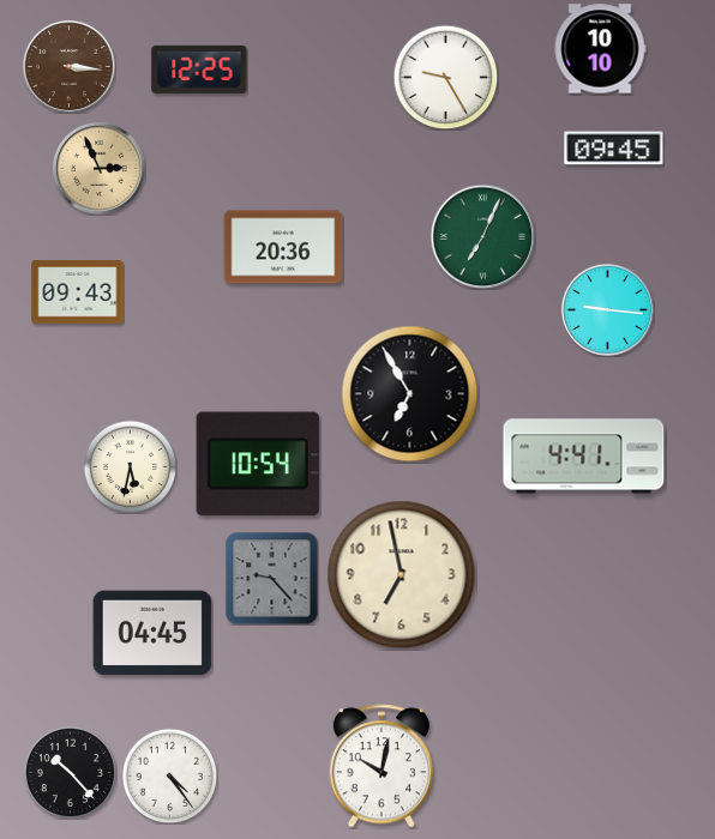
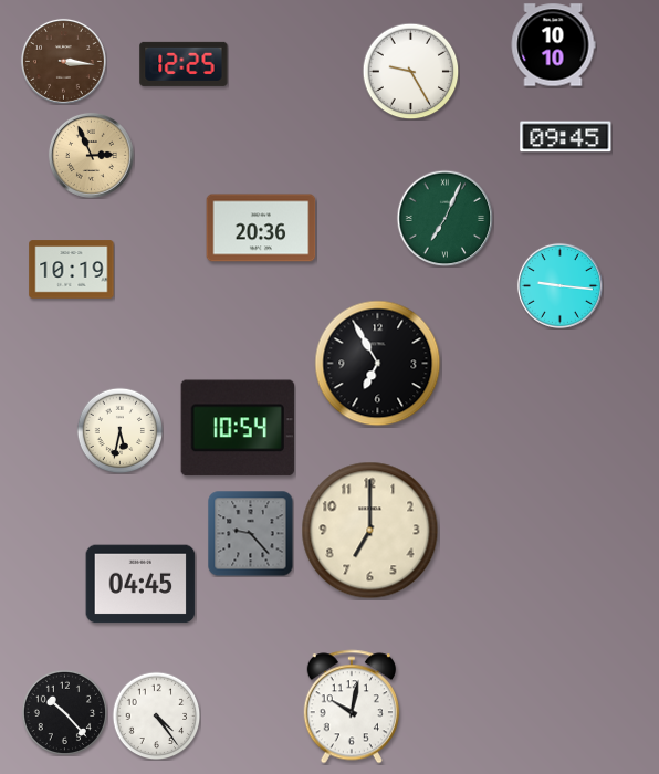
clock at (78, 292): 09:43 -> 10:19
clock at (584, 457): 4:41 -> none
clock at (402, 575): 6:58 -> 7:00
